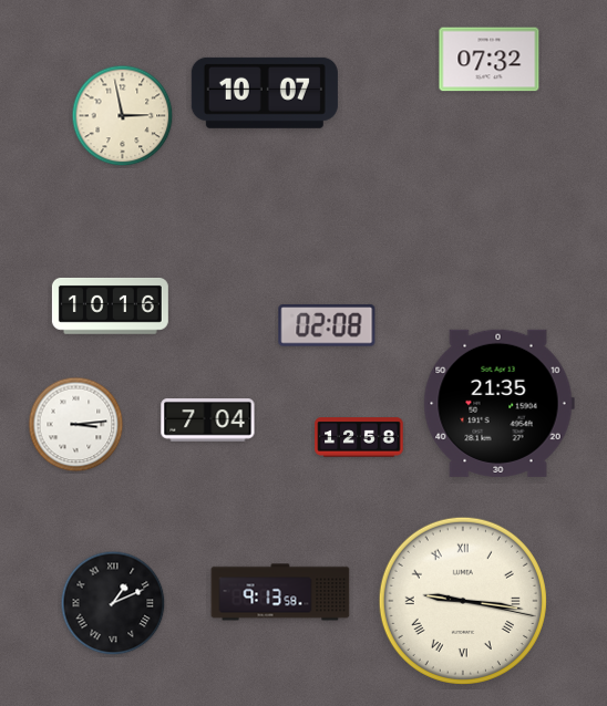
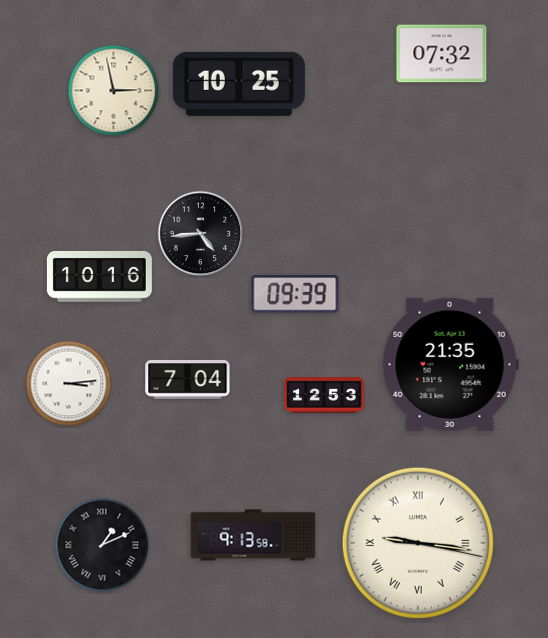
clock at (265, 93): 10:07 -> 10:25
clock at (123, 116) position: (123, 116) -> (114, 91)
clock at (201, 234): none -> 4:44
clock at (327, 325): 02:08 -> 09:39
clock at (359, 437): 12:58 -> 12:53
